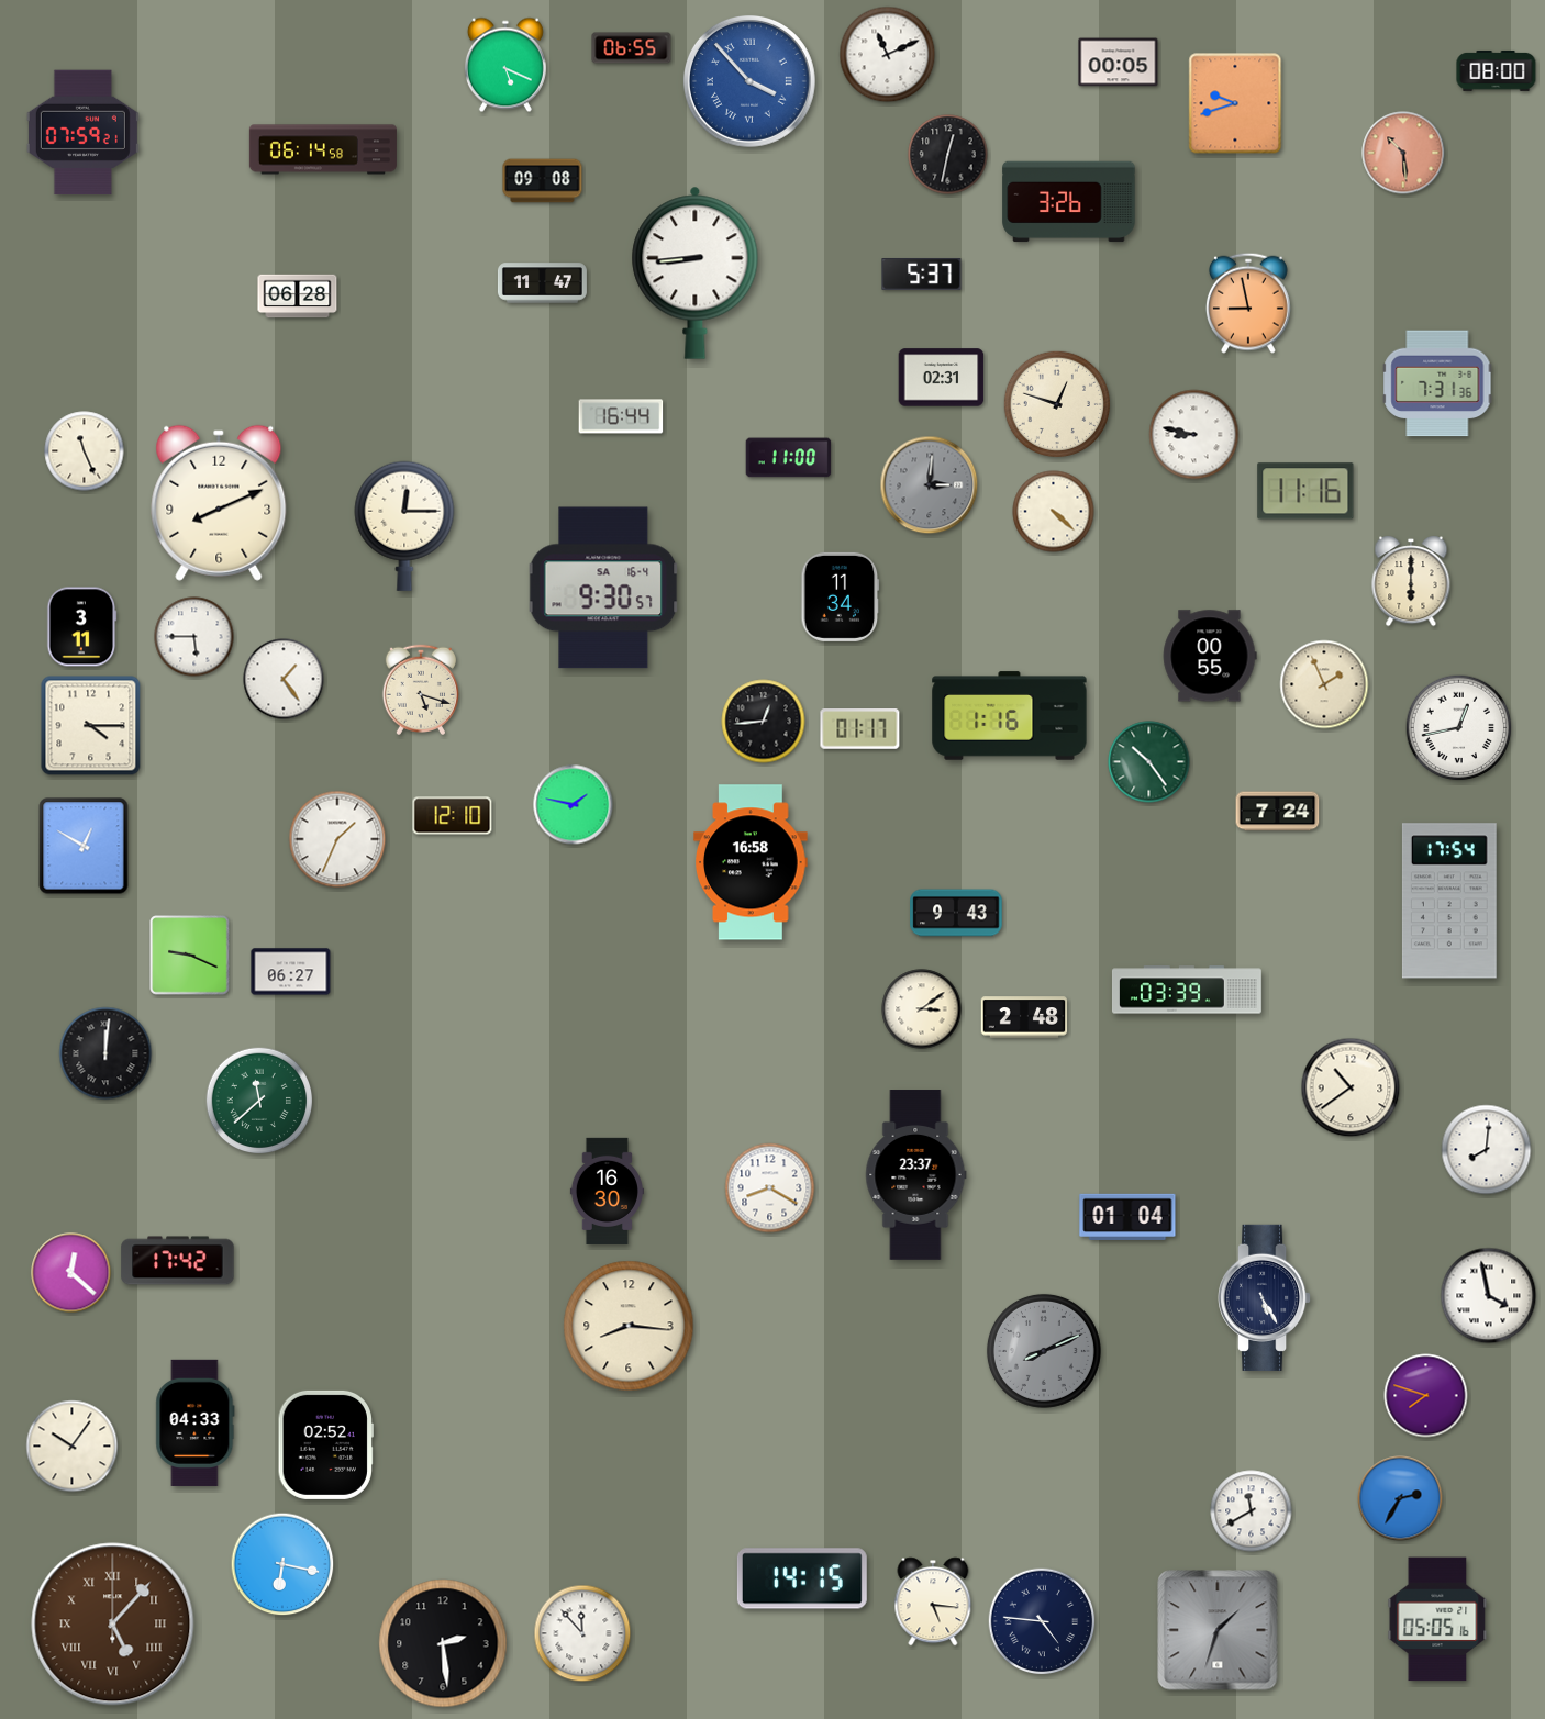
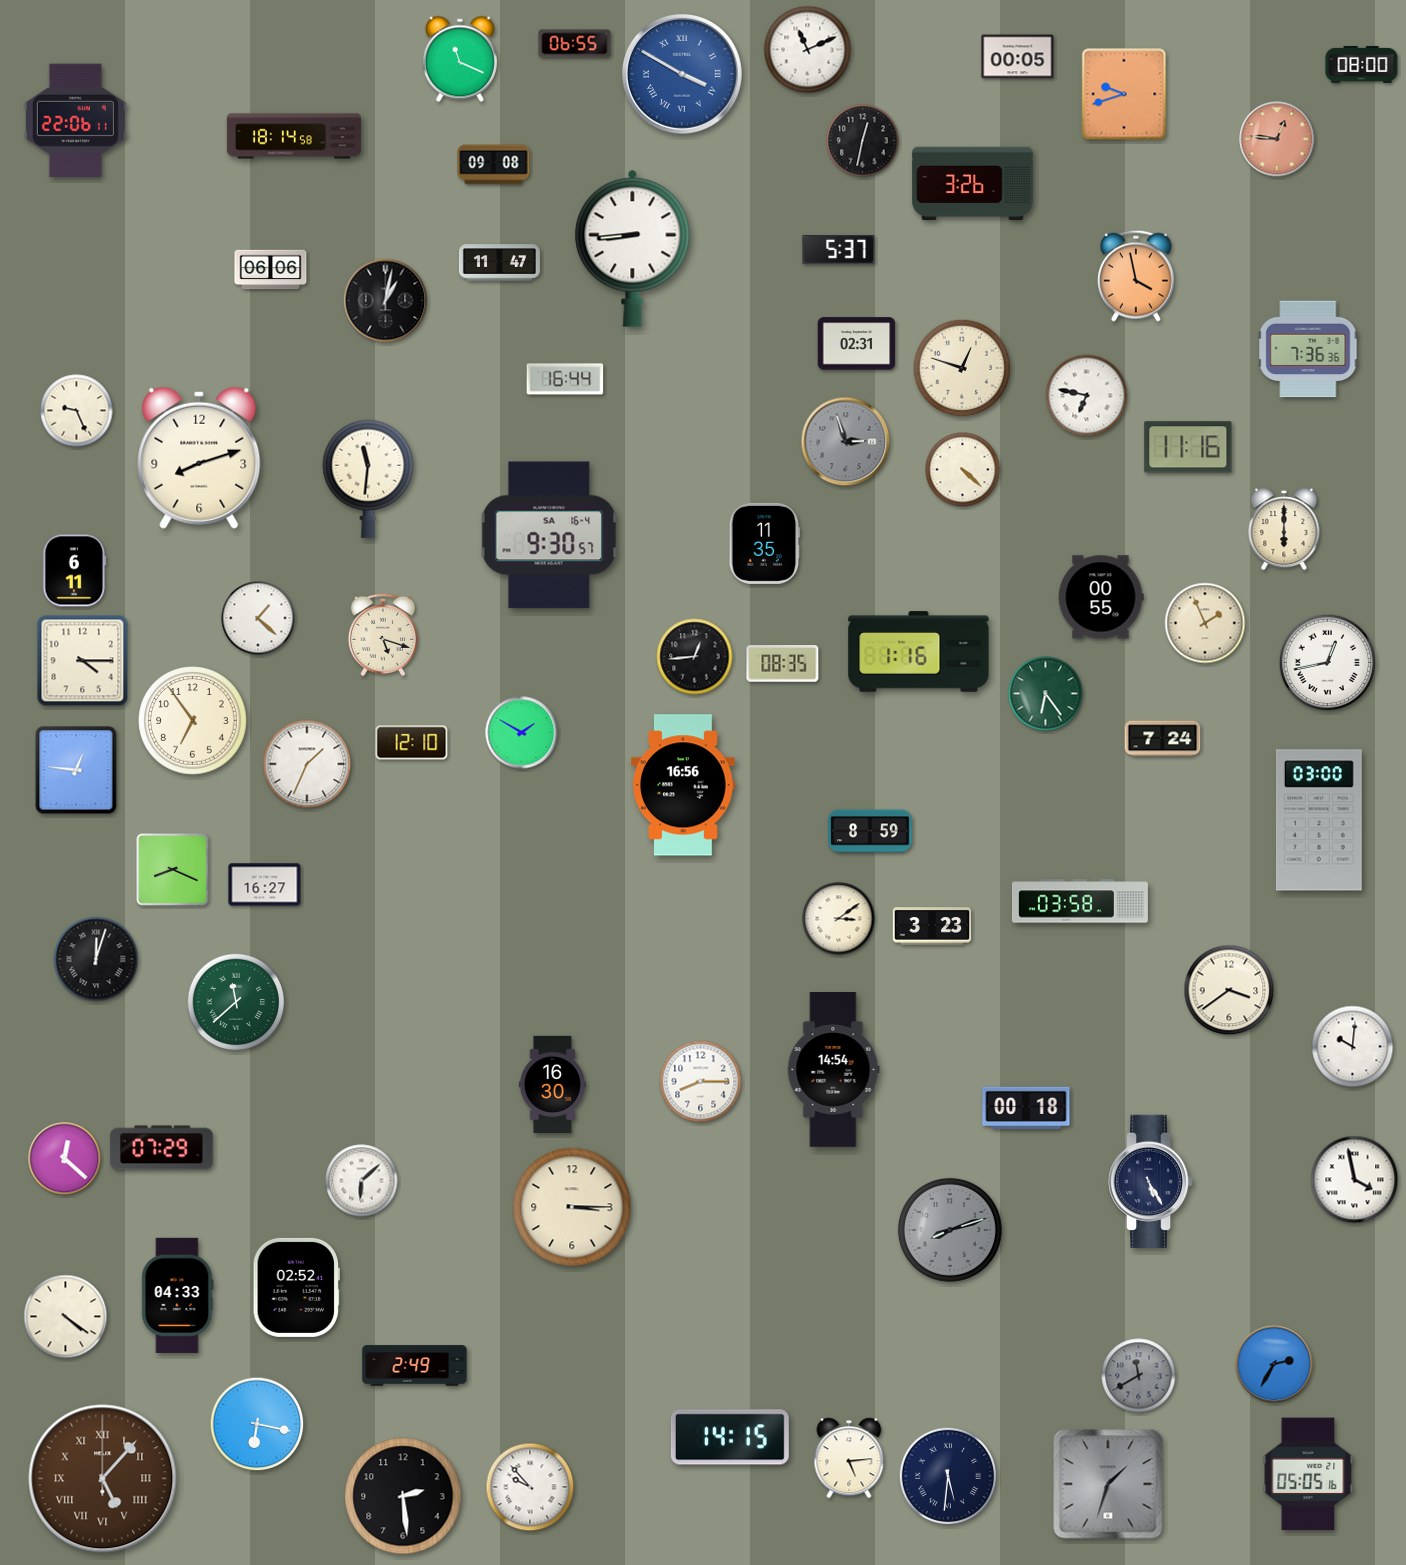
clock at (505, 65): 5:19 -> 11:19
clock at (749, 81): 3:53 -> 3:50
clock at (82, 133): 07:59 -> 22:06
clock at (323, 149): 06:14 -> 18:14
clock at (1403, 153): 10:29 -> 12:46
clock at (542, 283) position: (542, 283) -> (499, 263)
clock at (298, 297): 06:28 -> 06:06
clock at (1248, 303): 8:58 -> 3:58
clock at (386, 301): none -> 1:02
clock at (1437, 383): 7:31 -> 7:36
clock at (1194, 435): 8:47 -> 6:47
clock at (85, 451): 11:26 -> 9:26
clock at (789, 458): 11:00 -> none
clock at (930, 485): 3:01 -> 2:57
clock at (219, 503): 8:11 -> 8:12
clock at (1054, 512) position: (1054, 512) -> (963, 470)
clock at (404, 526): 12:15 -> 11:31
clock at (841, 596): 11:34 -> 11:35
clock at (82, 627): 3:11 -> 6:11
clock at (194, 637): 5:45 -> none
clock at (284, 679): 1:24 -> 1:22
clock at (420, 690) position: (420, 690) -> (382, 635)
clock at (860, 729): 01:17 -> 08:35
clock at (1149, 762): 10:24 -> 6:24
clock at (193, 721): none -> 6:54
clock at (574, 805): 1:47 -> 1:50
clock at (84, 846): 12:50 -> 12:46
clock at (752, 862): 16:58 -> 16:56
clock at (1449, 901): 17:54 -> 03:00
clock at (956, 913): 9:43 -> 8:59
clock at (190, 956): 9:19 -> 8:19
clock at (291, 972): 06:27 -> 16:27
clock at (1187, 990): 03:39 -> 03:58
clock at (1024, 1017): 2:48 -> 3:23
clock at (105, 1053): 12:01 -> 12:03
clock at (1351, 1087): 10:39 -> 3:39
clock at (1487, 1150): 8:01 -> 10:01
clock at (916, 1175): 23:37 -> 14:54
clock at (770, 1188): 8:20 -> 8:15
clock at (1127, 1217): 01:04 -> 00:18
clock at (178, 1261): 17:42 -> 07:29
clock at (362, 1181): none -> 6:08
clock at (629, 1326): 8:16 -> 3:15
clock at (1044, 1351): 8:11 -> 8:12
clock at (1426, 1396): 7:48 -> none
clock at (325, 1444) position: (325, 1444) -> (296, 1287)
clock at (73, 1447): 10:06 -> 4:21
clock at (415, 1366): none -> 2:49
clock at (1252, 1511) dial: white -> grey
clock at (933, 1601): 5:16 -> 5:14
clock at (1042, 1621): 4:46 -> 5:31
clock at (582, 1633): 11:53 -> 9:53
